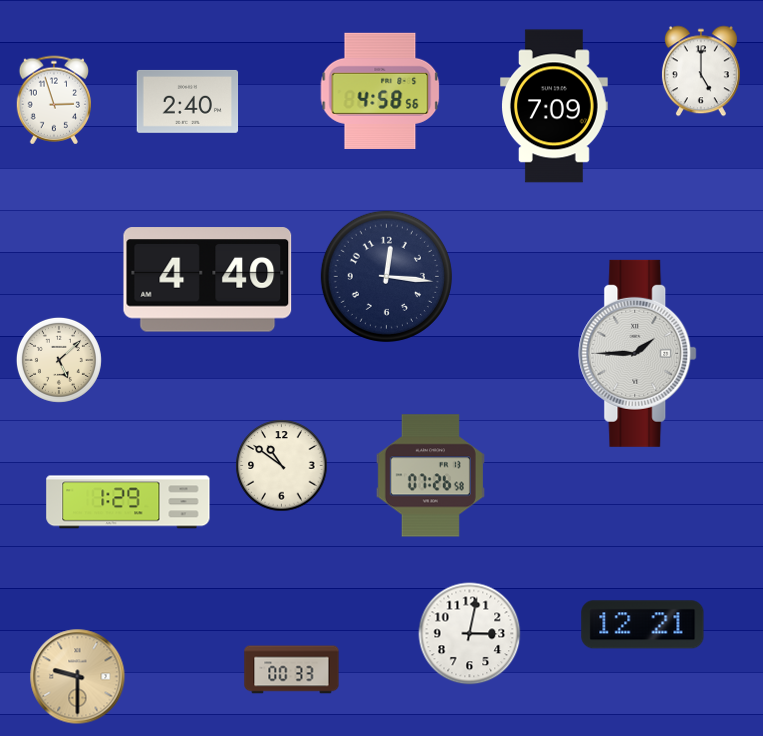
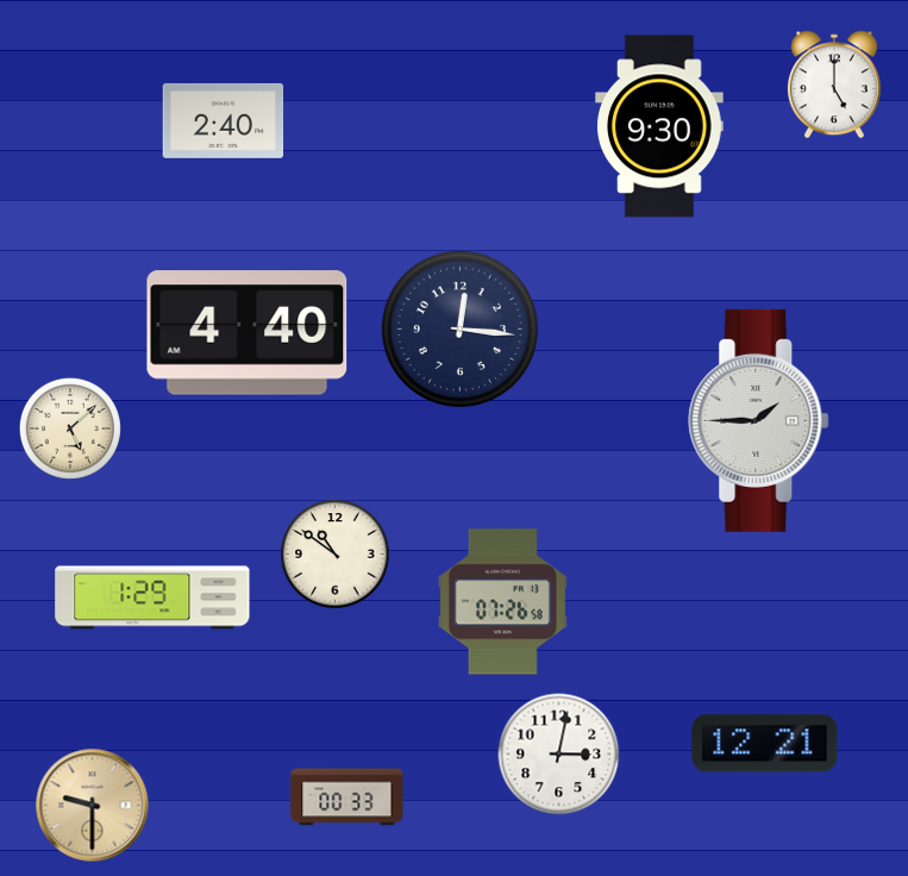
clock at (380, 91): 4:58 -> none
clock at (54, 100): 2:57 -> none
clock at (555, 106): 7:09 -> 9:30
clock at (430, 476) position: (430, 476) -> (502, 602)
